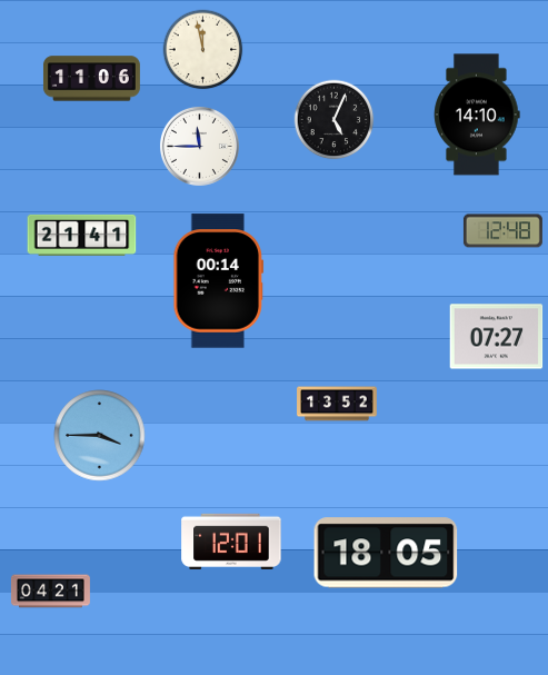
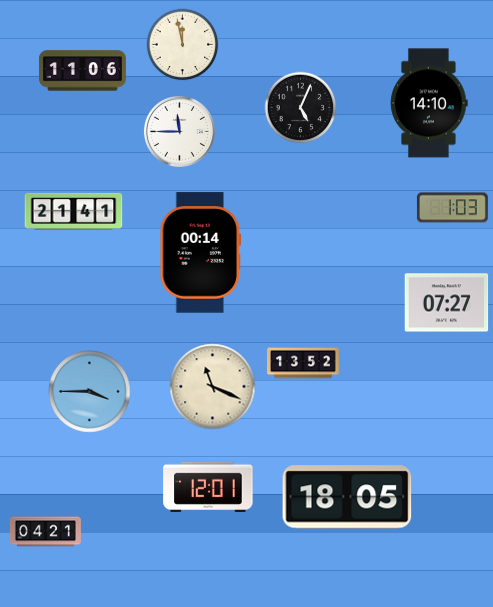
clock at (502, 231): 12:48 -> 1:03
clock at (219, 281) position: (219, 281) -> (201, 253)
clock at (213, 387): none -> 11:19
